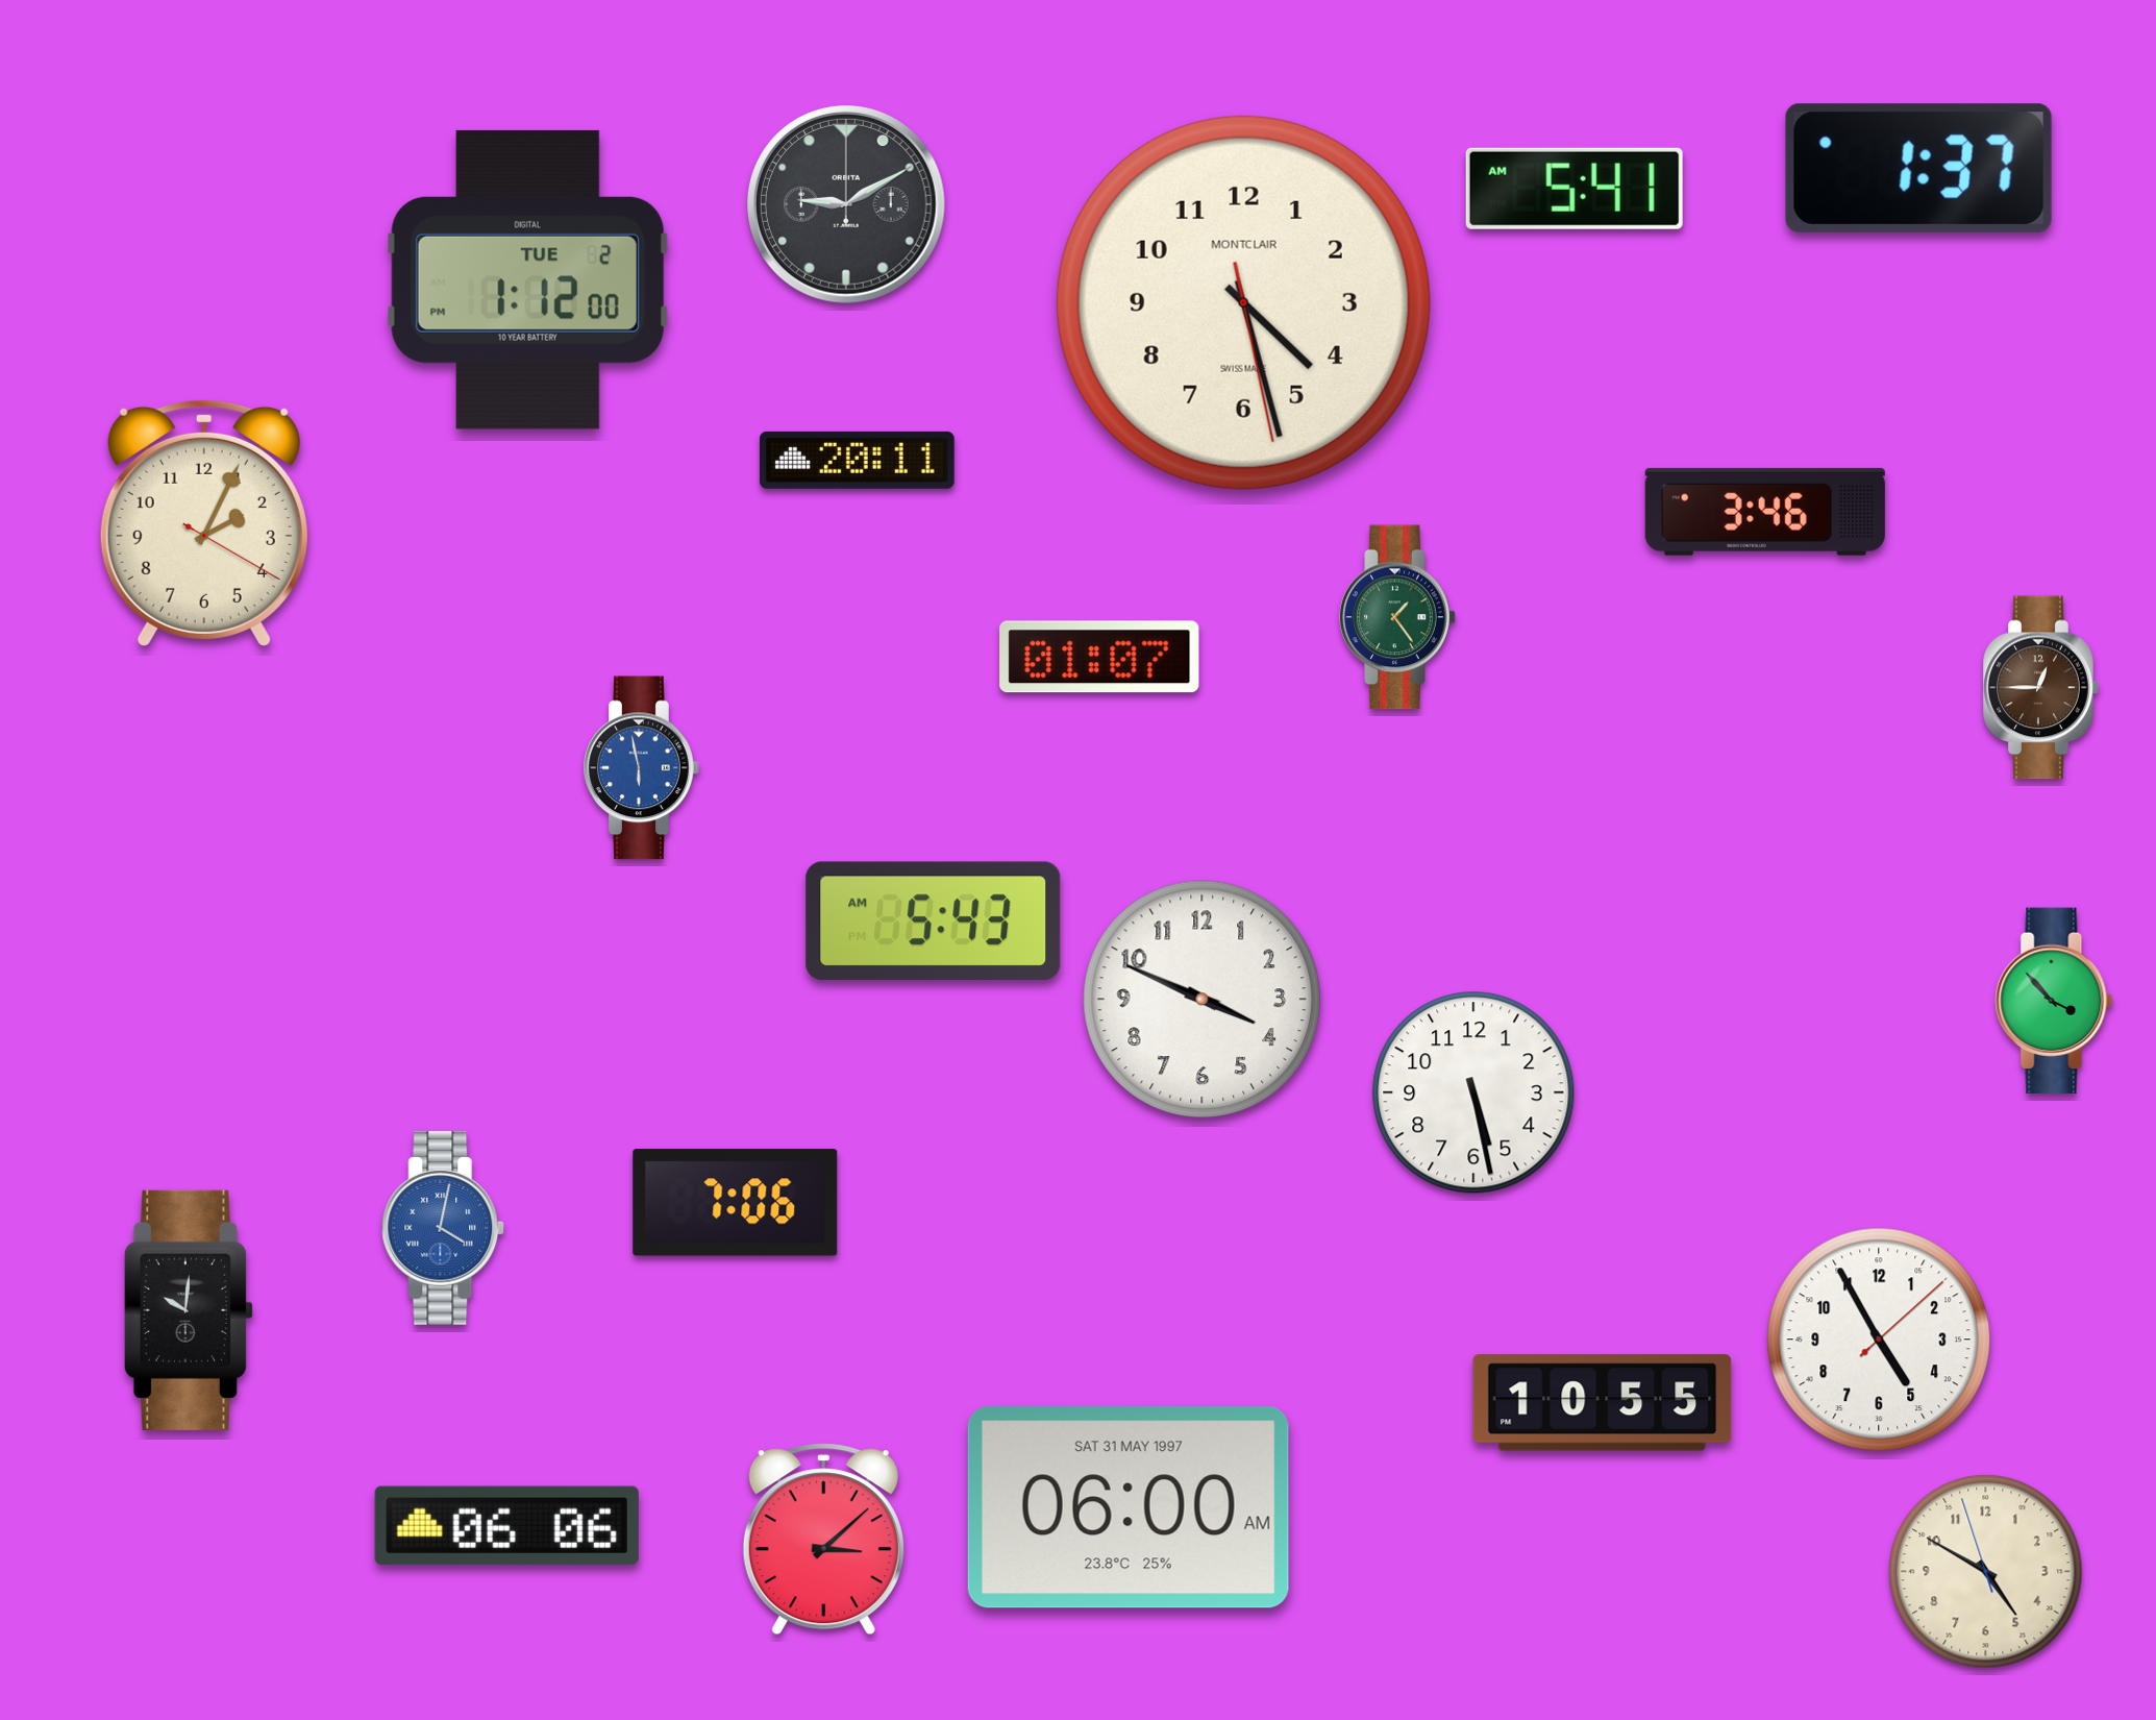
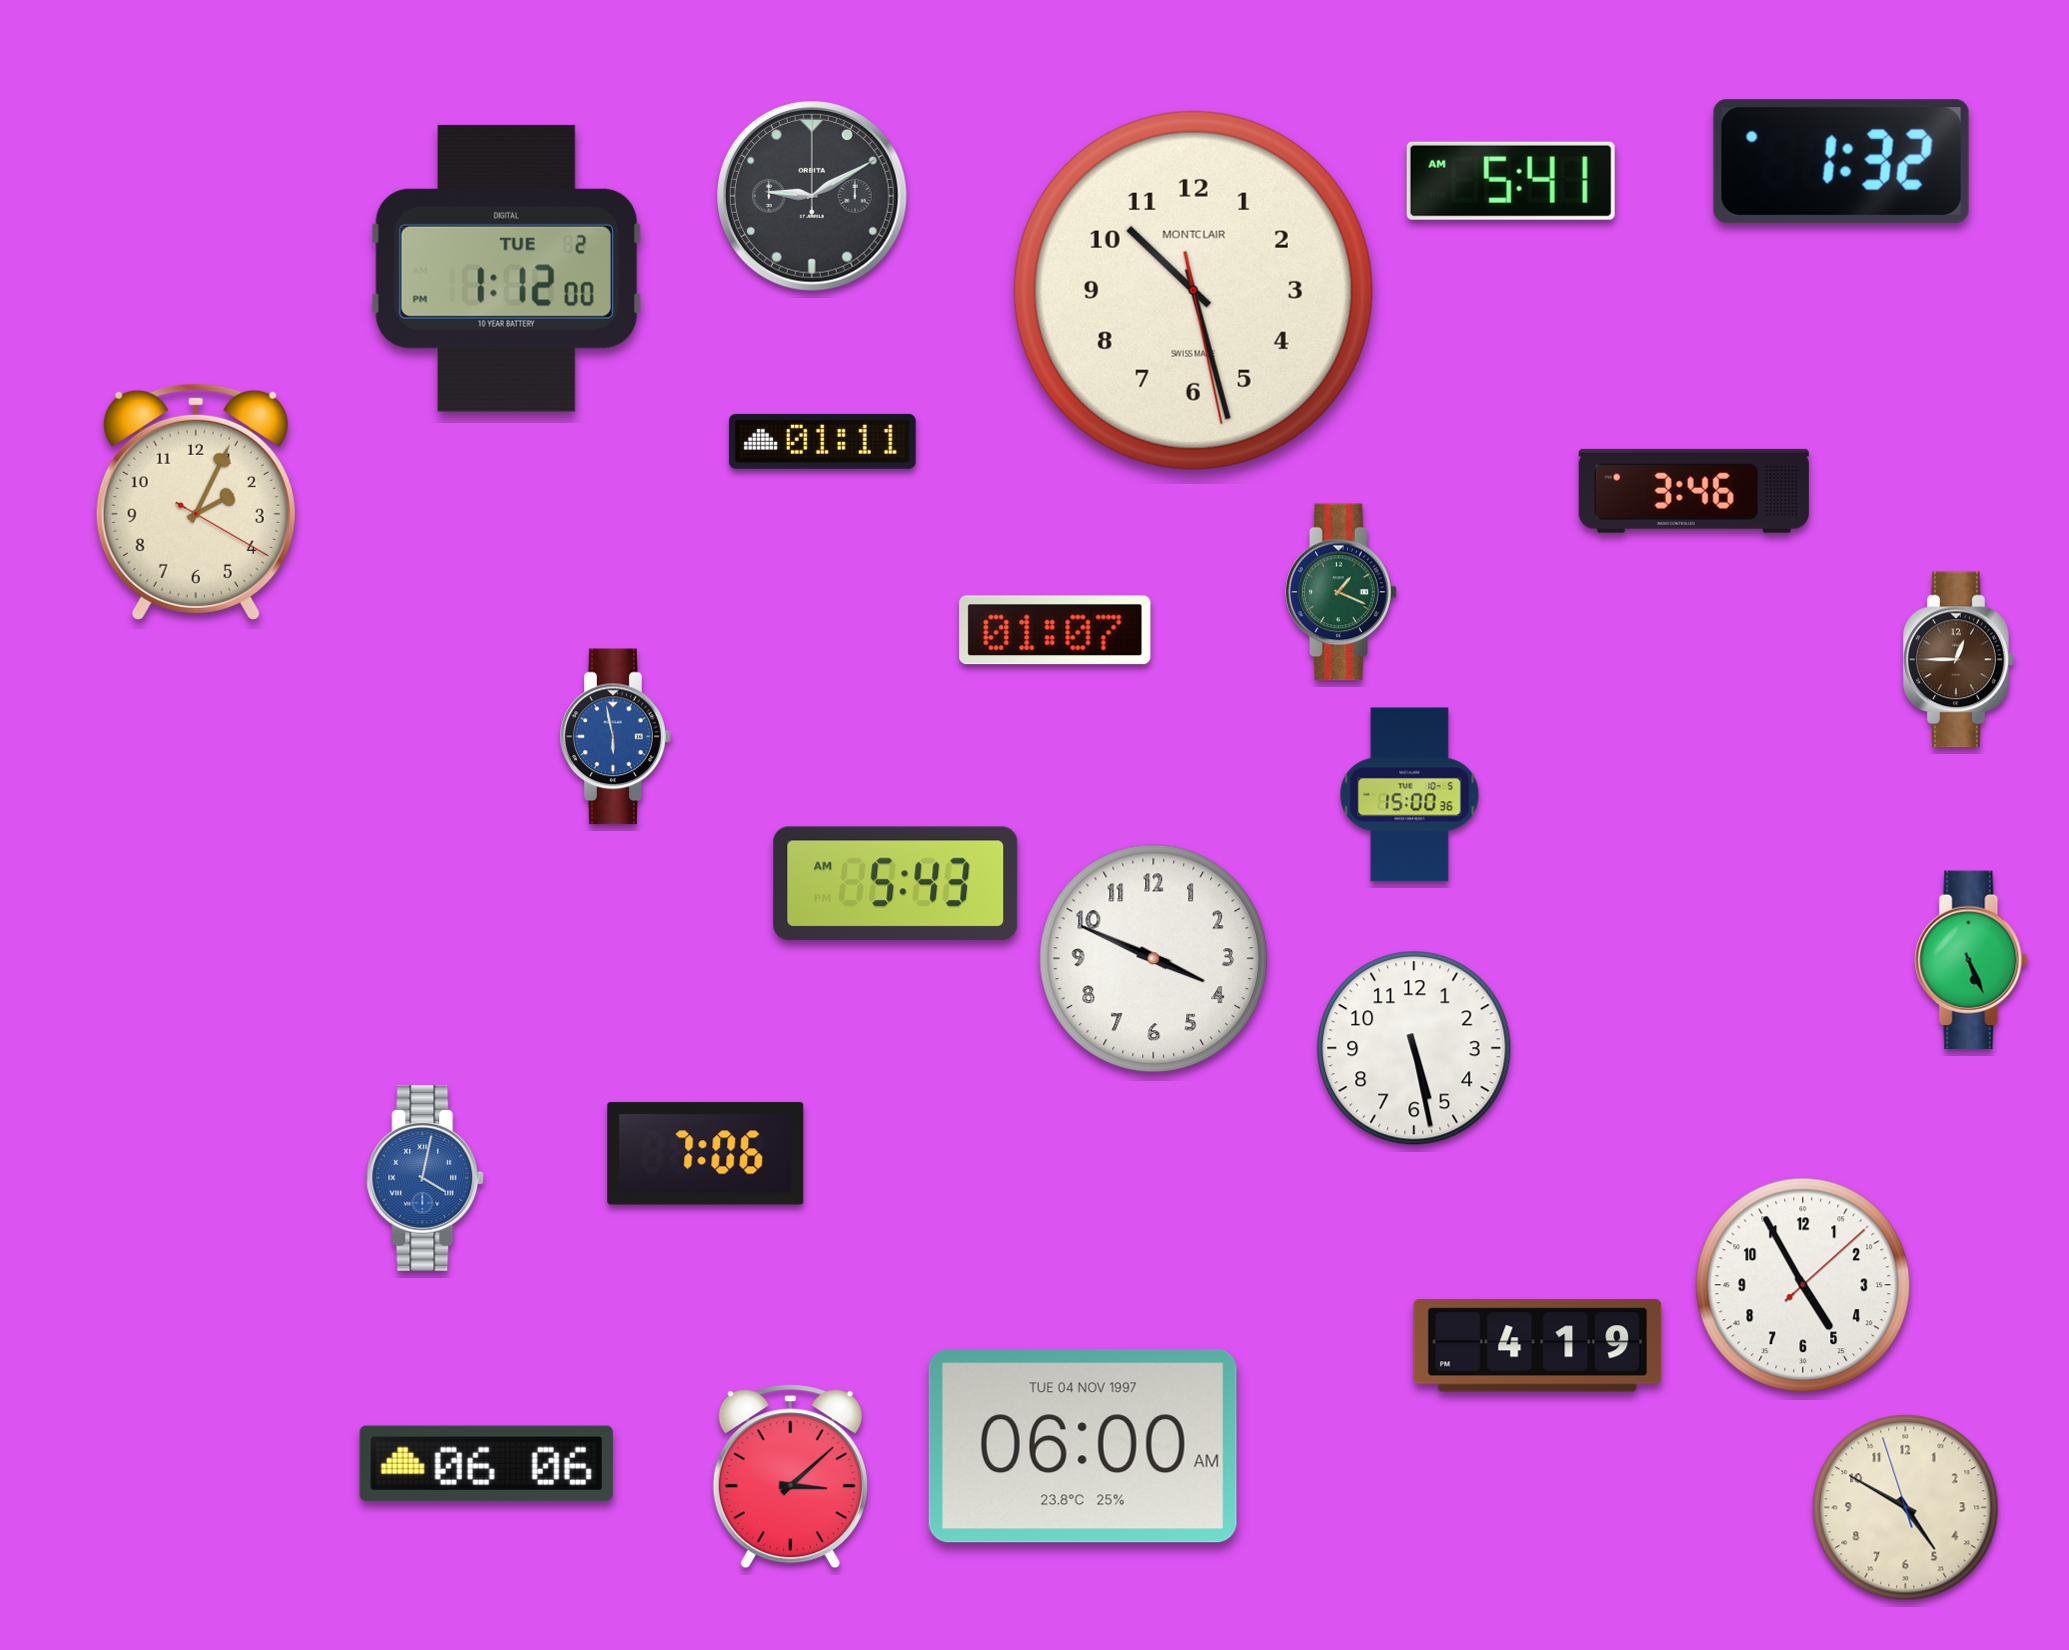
clock at (1918, 168): 1:37 -> 1:32
clock at (1243, 302): 4:27 -> 10:27
clock at (857, 460): 20:11 -> 01:11
clock at (1397, 617): 1:24 -> 1:19
clock at (1410, 795): none -> 15:00
clock at (2054, 1001): 3:53 -> 5:26
clock at (189, 1310): 10:01 -> none
clock at (1603, 1403): 10:55 -> 4:19
clock at (1129, 1508) date: SAT 31 MAY 1997 -> TUE 04 NOV 1997
